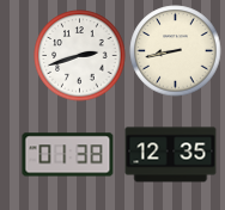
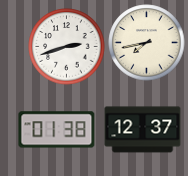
clock at (176, 51): 8:43 -> 7:43
clock at (171, 155): 12:35 -> 12:37
